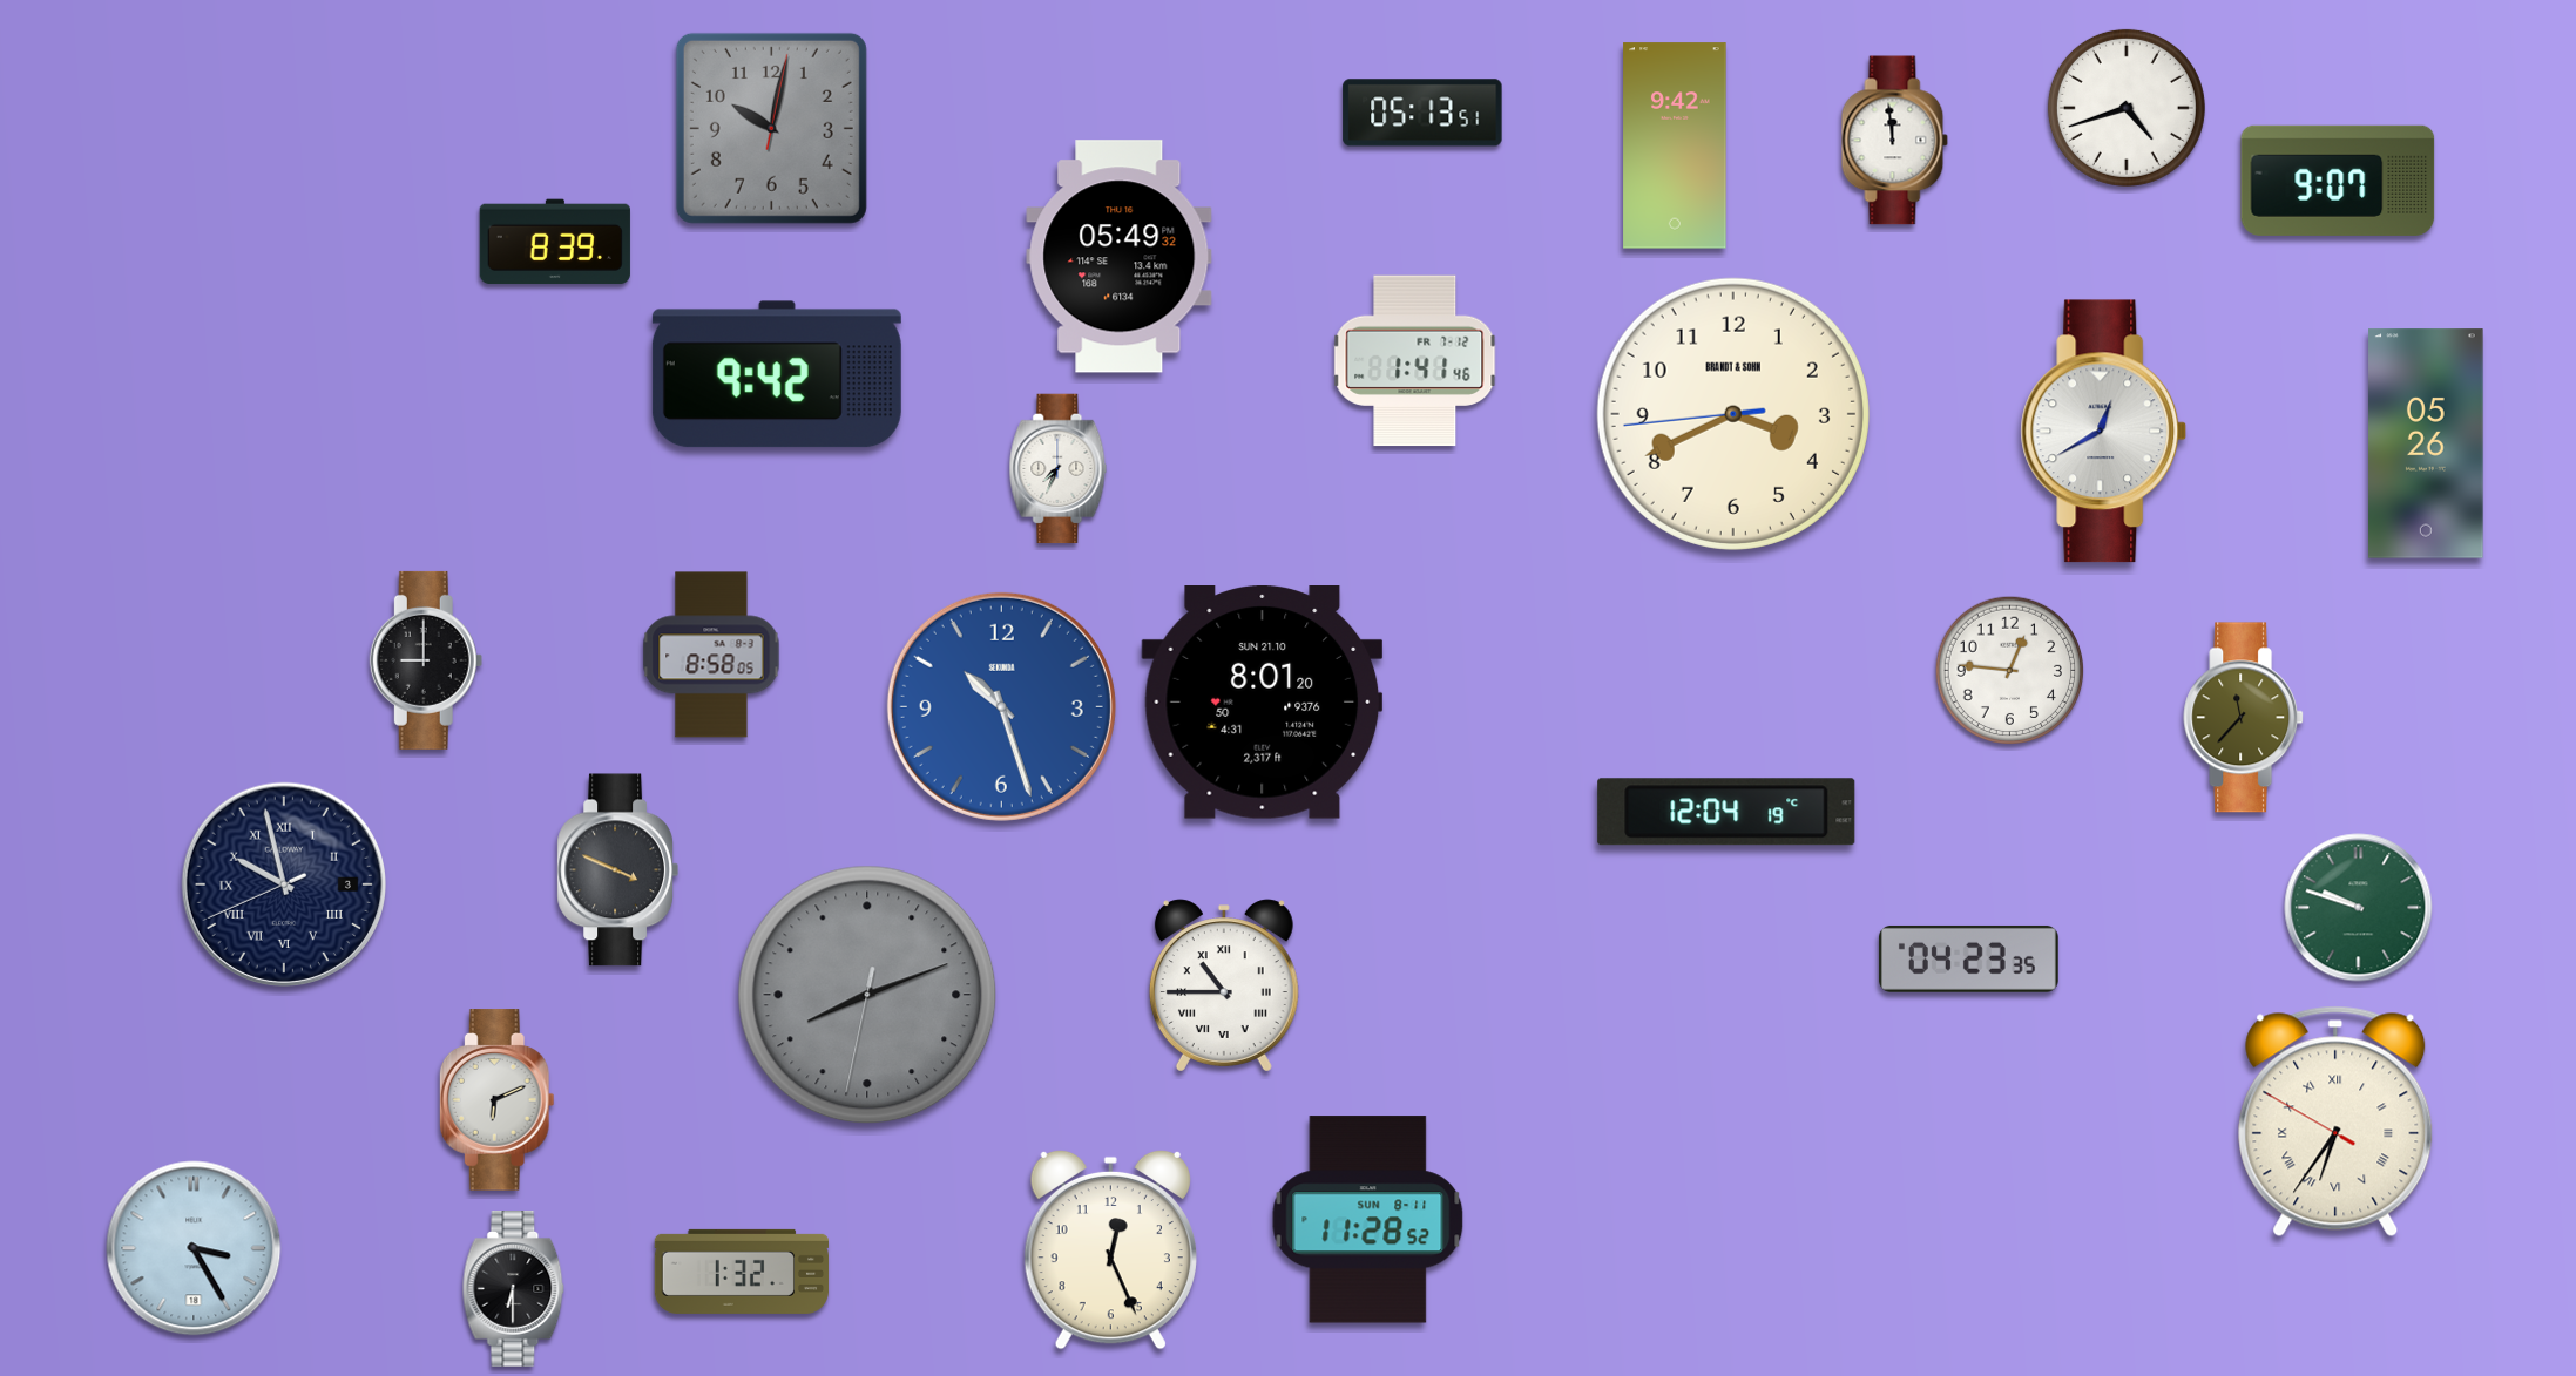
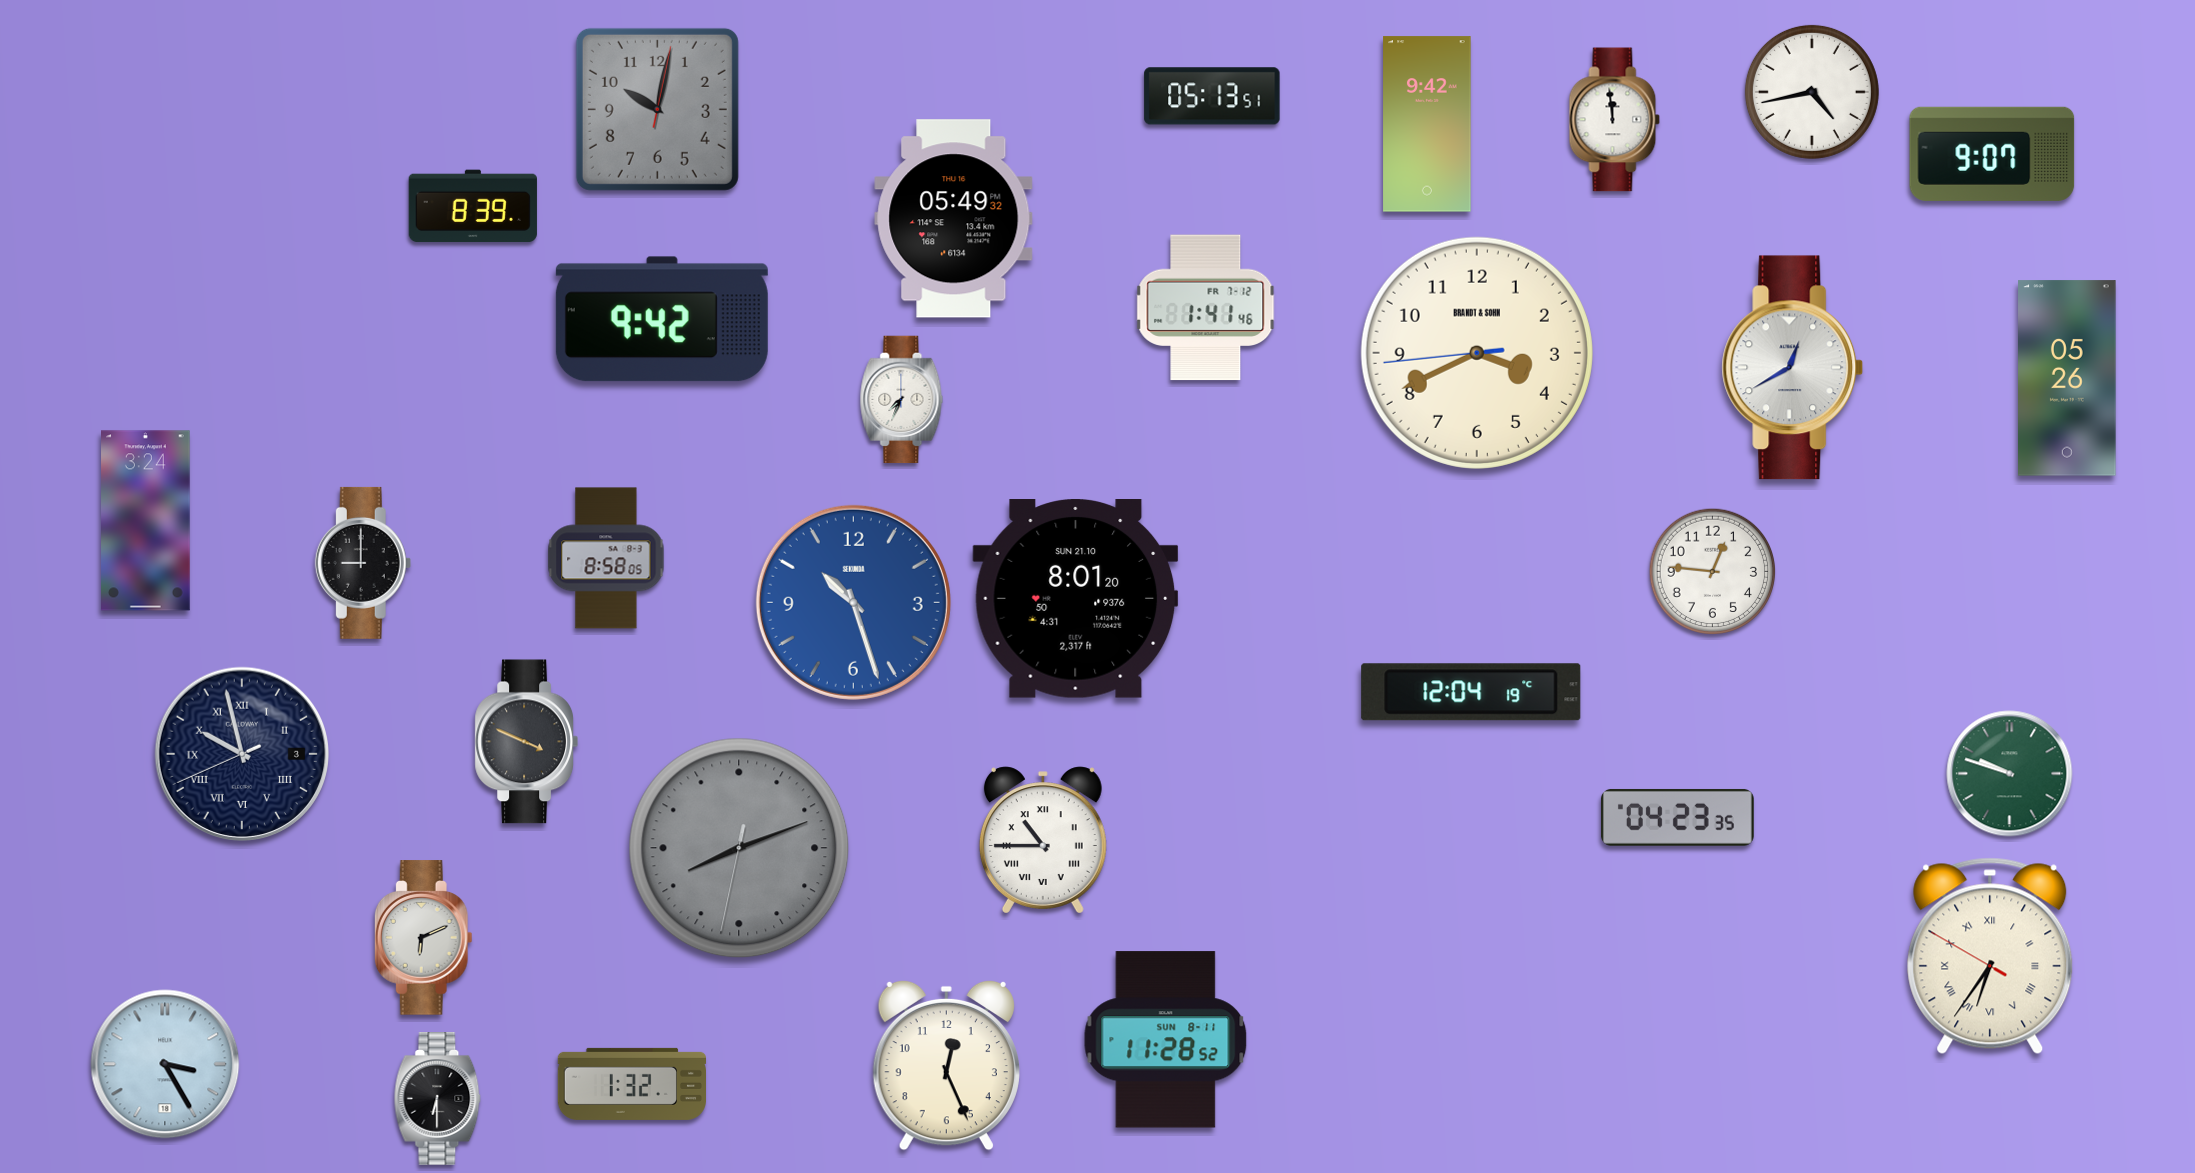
clock at (2127, 108): 4:42 -> 4:43
clock at (146, 521): none -> 3:24
clock at (2244, 718): 11:37 -> none
